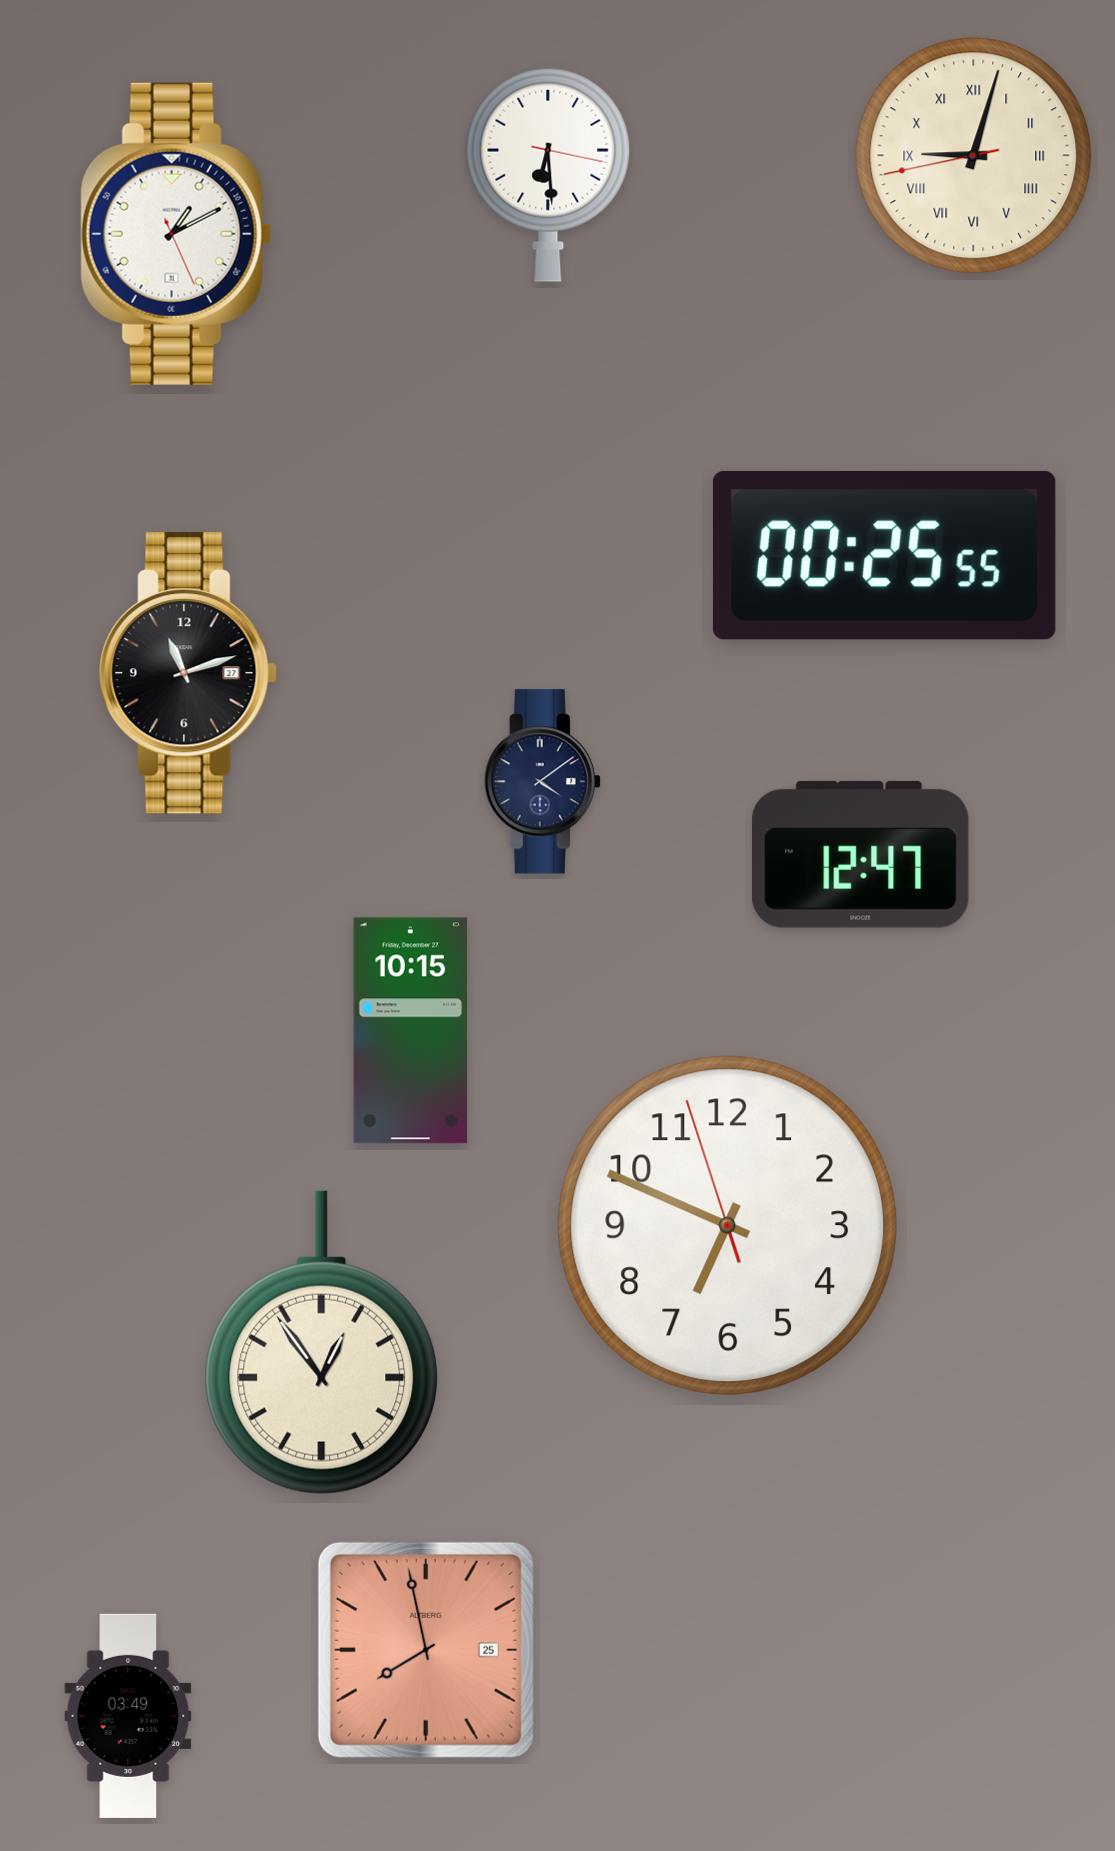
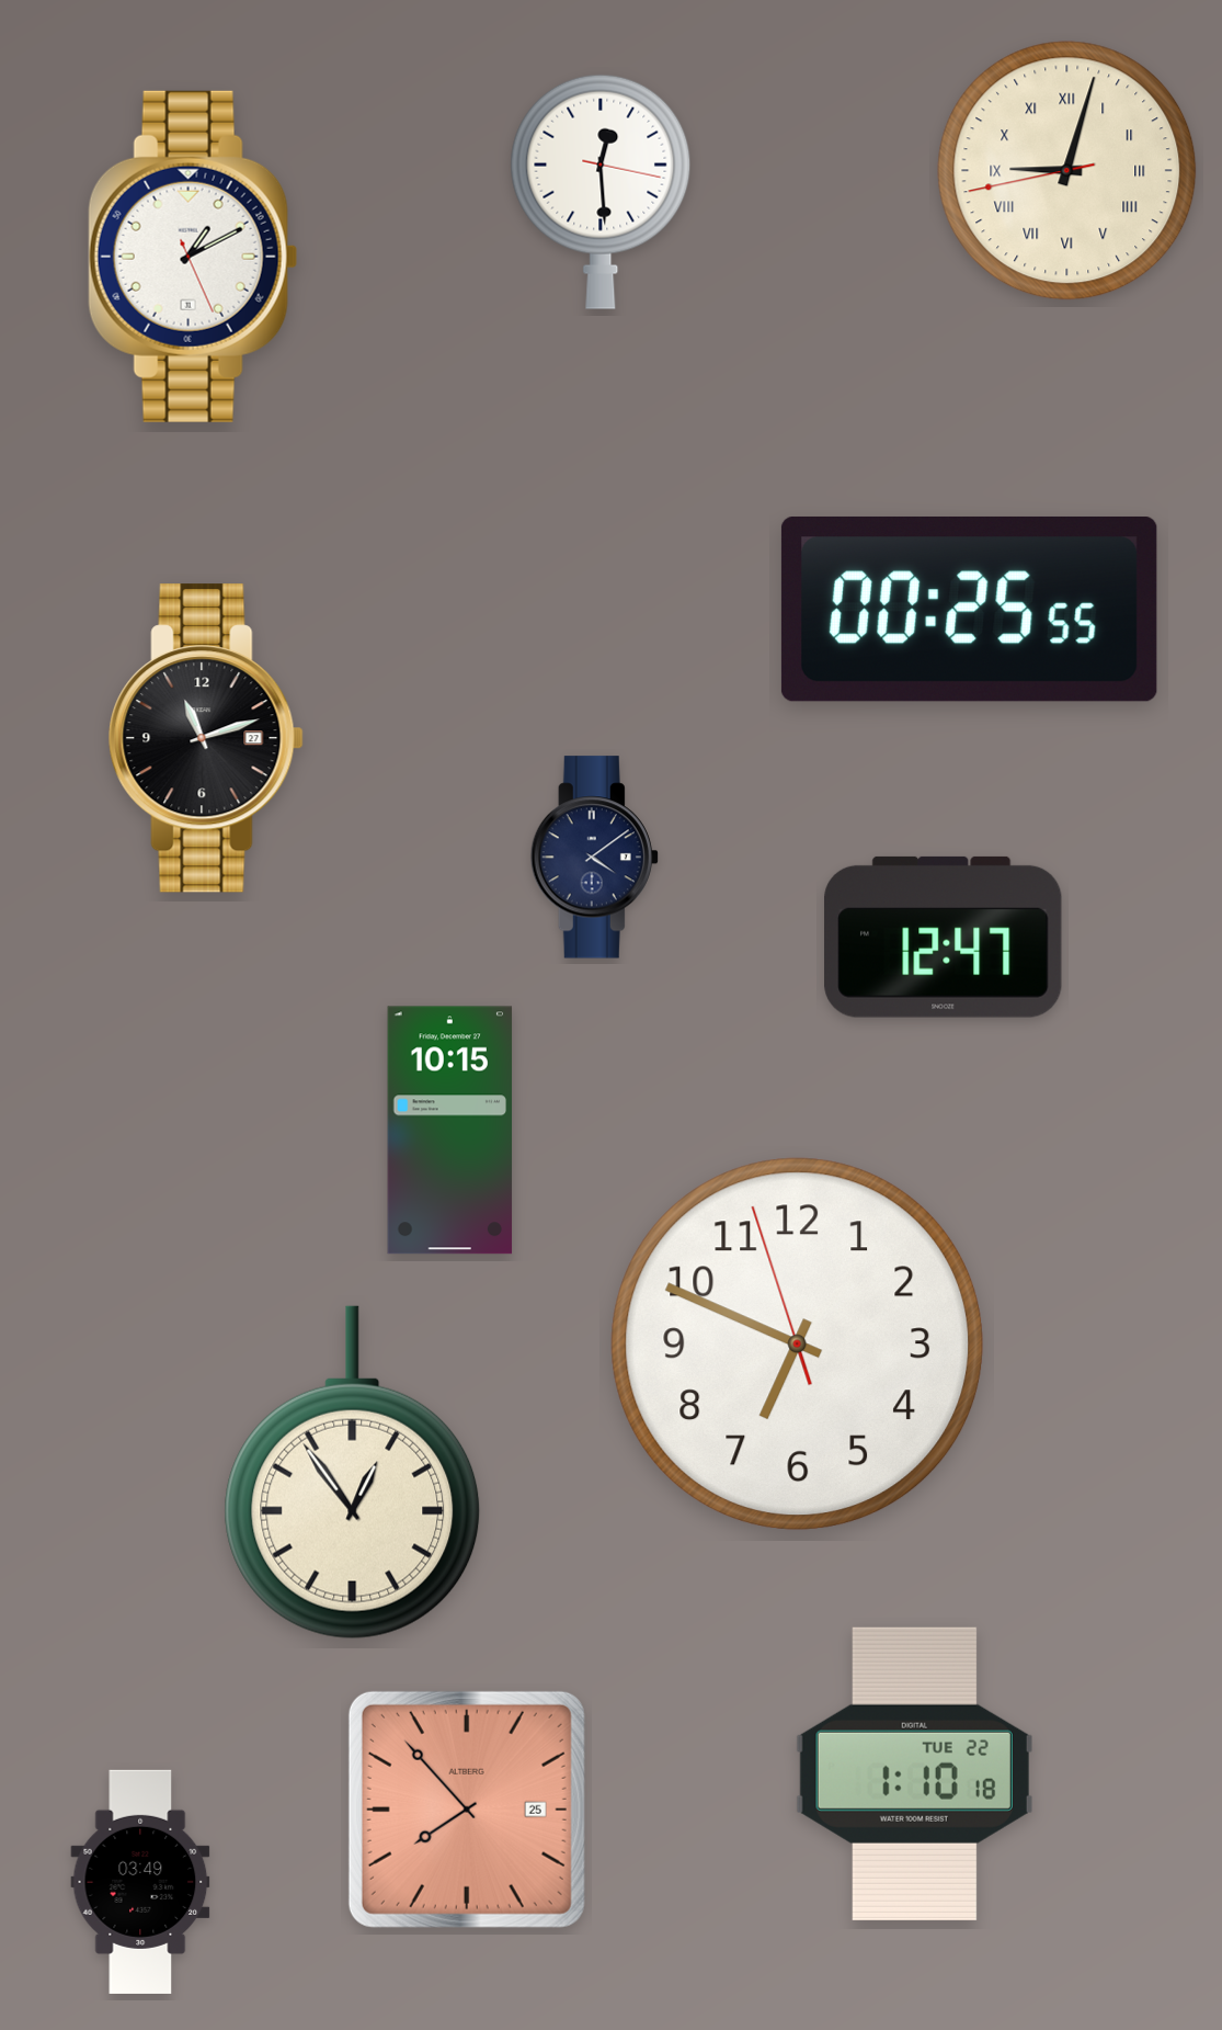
clock at (548, 175): 6:29 -> 12:29
clock at (914, 1773): none -> 1:10
clock at (426, 1650): 7:58 -> 7:53
